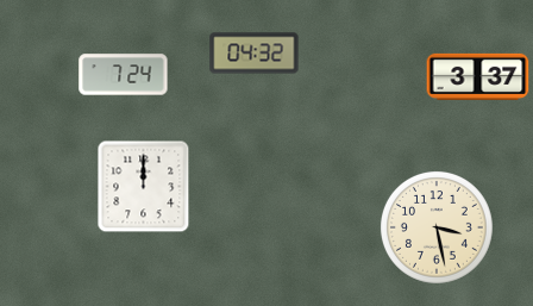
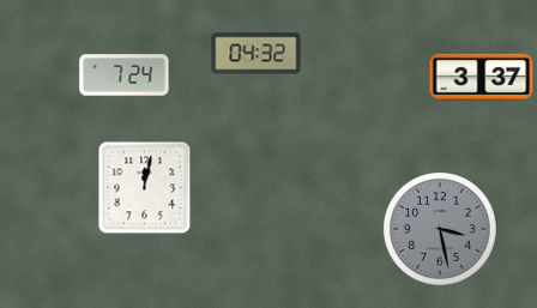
clock at (144, 187): 12:00 -> 12:02
clock at (437, 227) dial: cream -> grey
